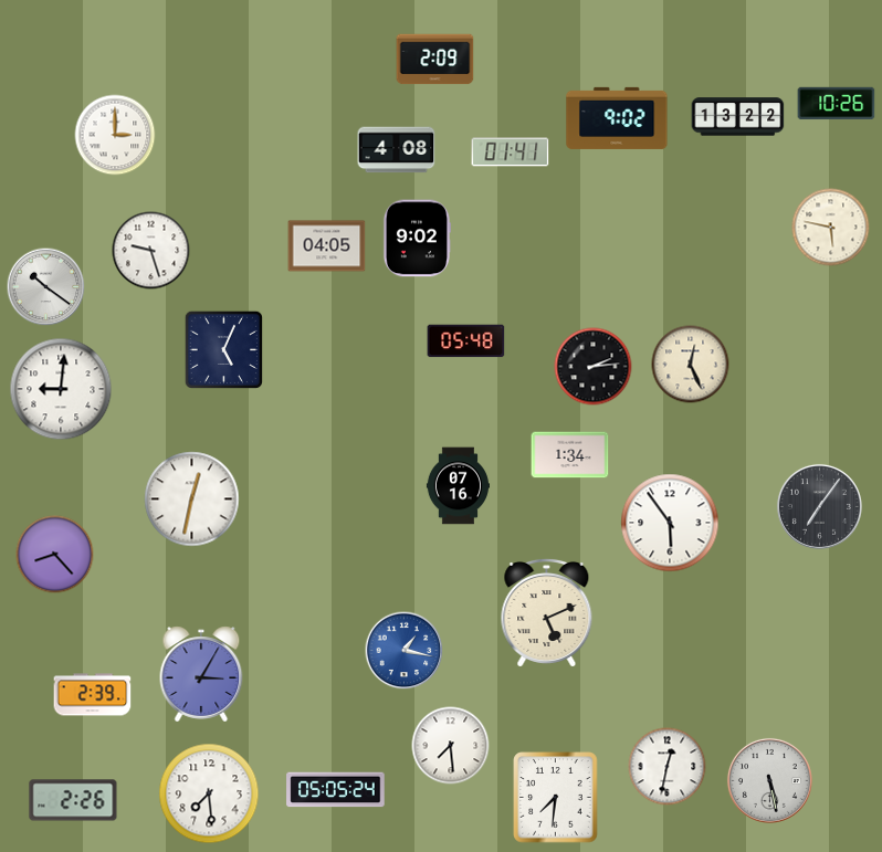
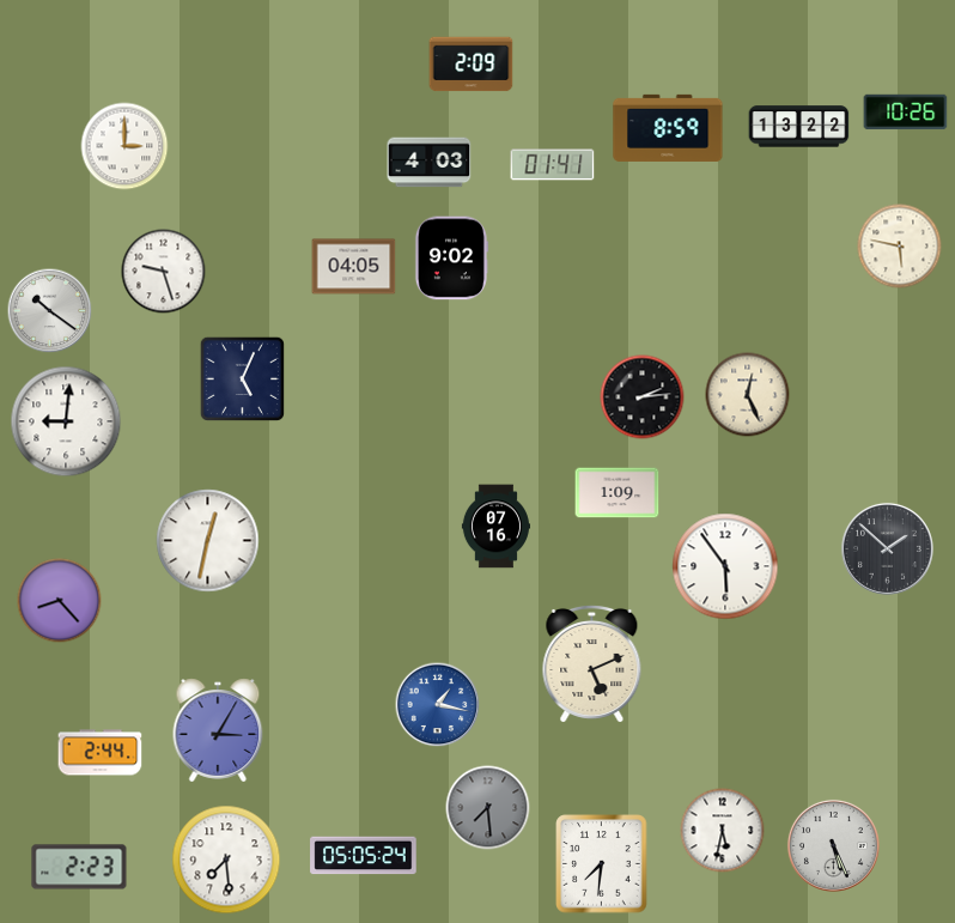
clock at (617, 118): 9:02 -> 8:59
clock at (397, 150): 4:08 -> 4:03
clock at (466, 341): 05:48 -> none
clock at (570, 455): 1:34 -> 1:09
clock at (819, 506): 7:06 -> 1:52
clock at (93, 695): 2:39 -> 2:44
clock at (451, 746) dial: white -> grey
clock at (668, 767): 12:32 -> 5:32
clock at (769, 780): 5:28 -> 5:26
clock at (73, 800): 2:26 -> 2:23
